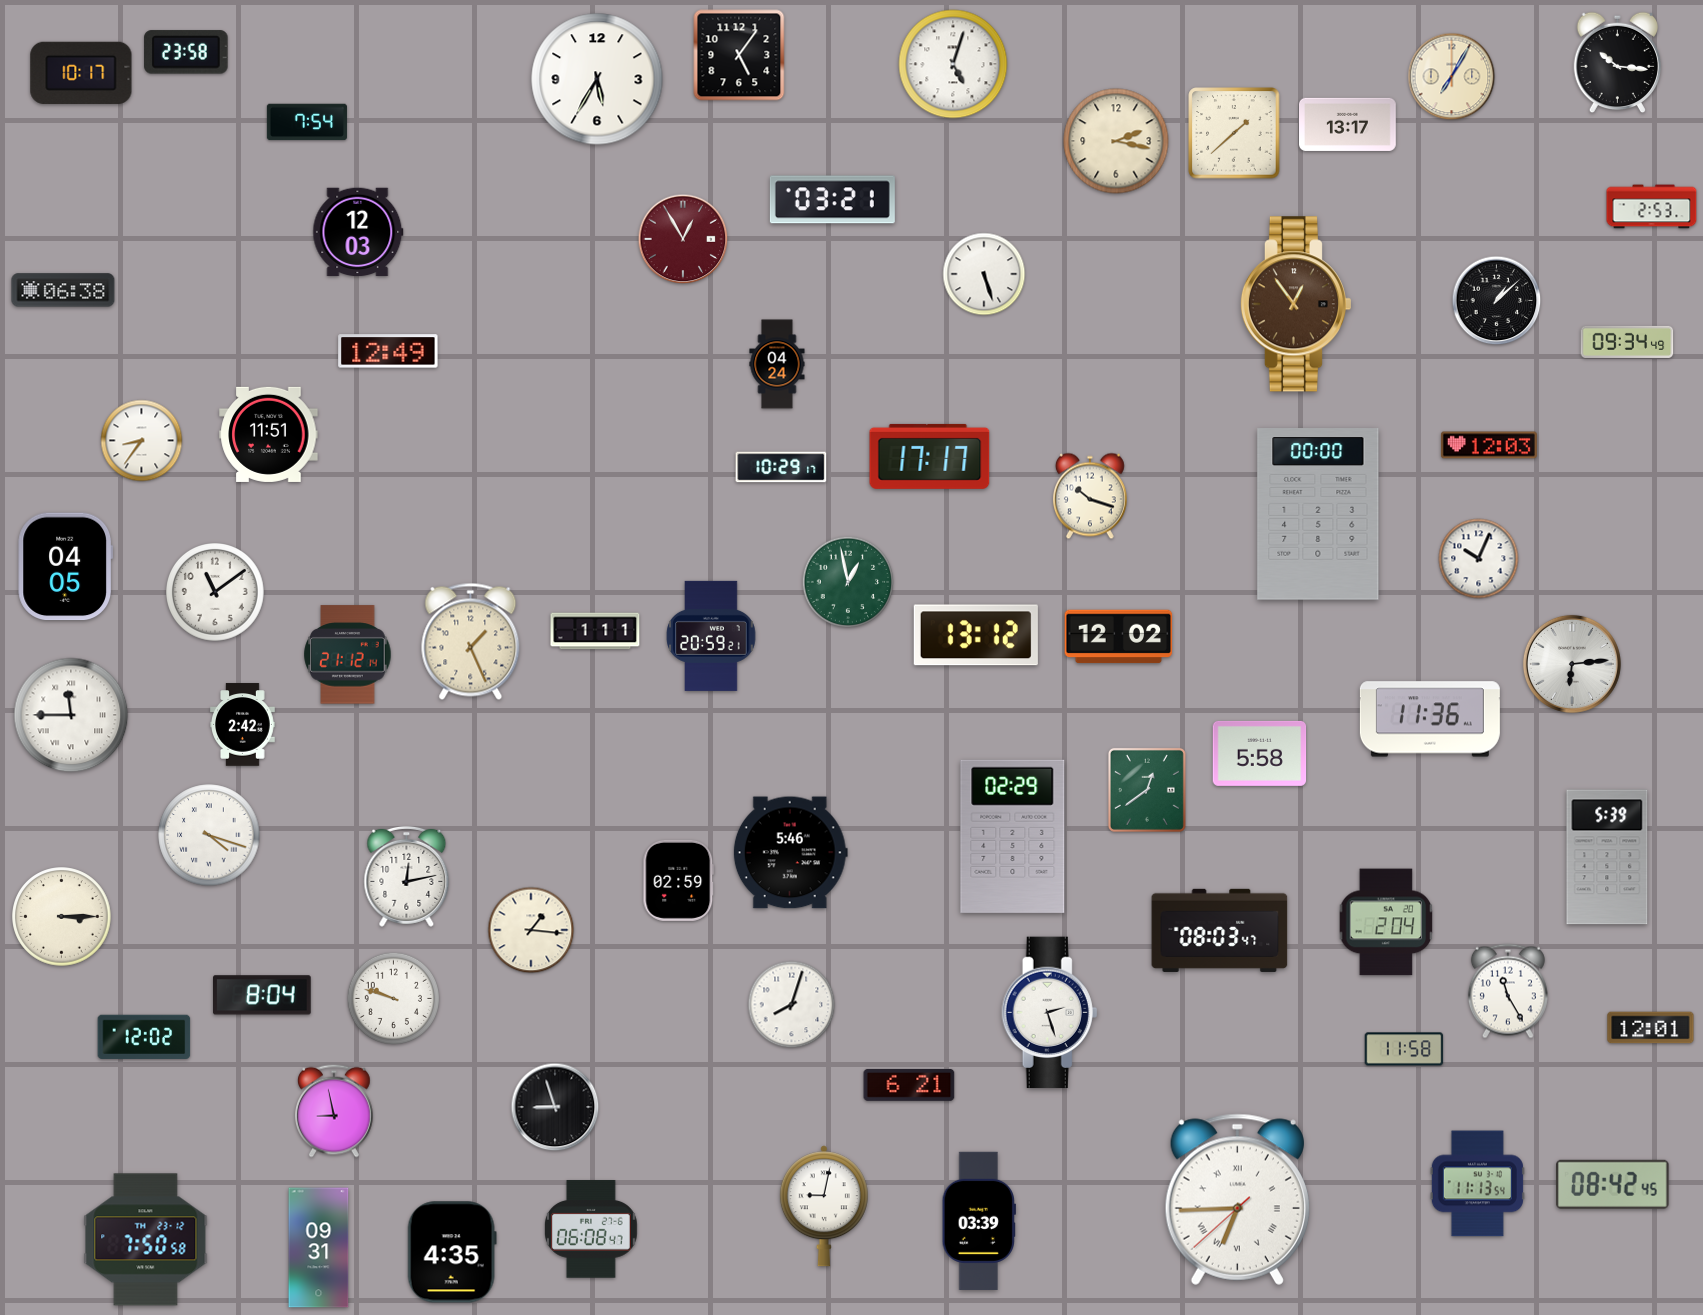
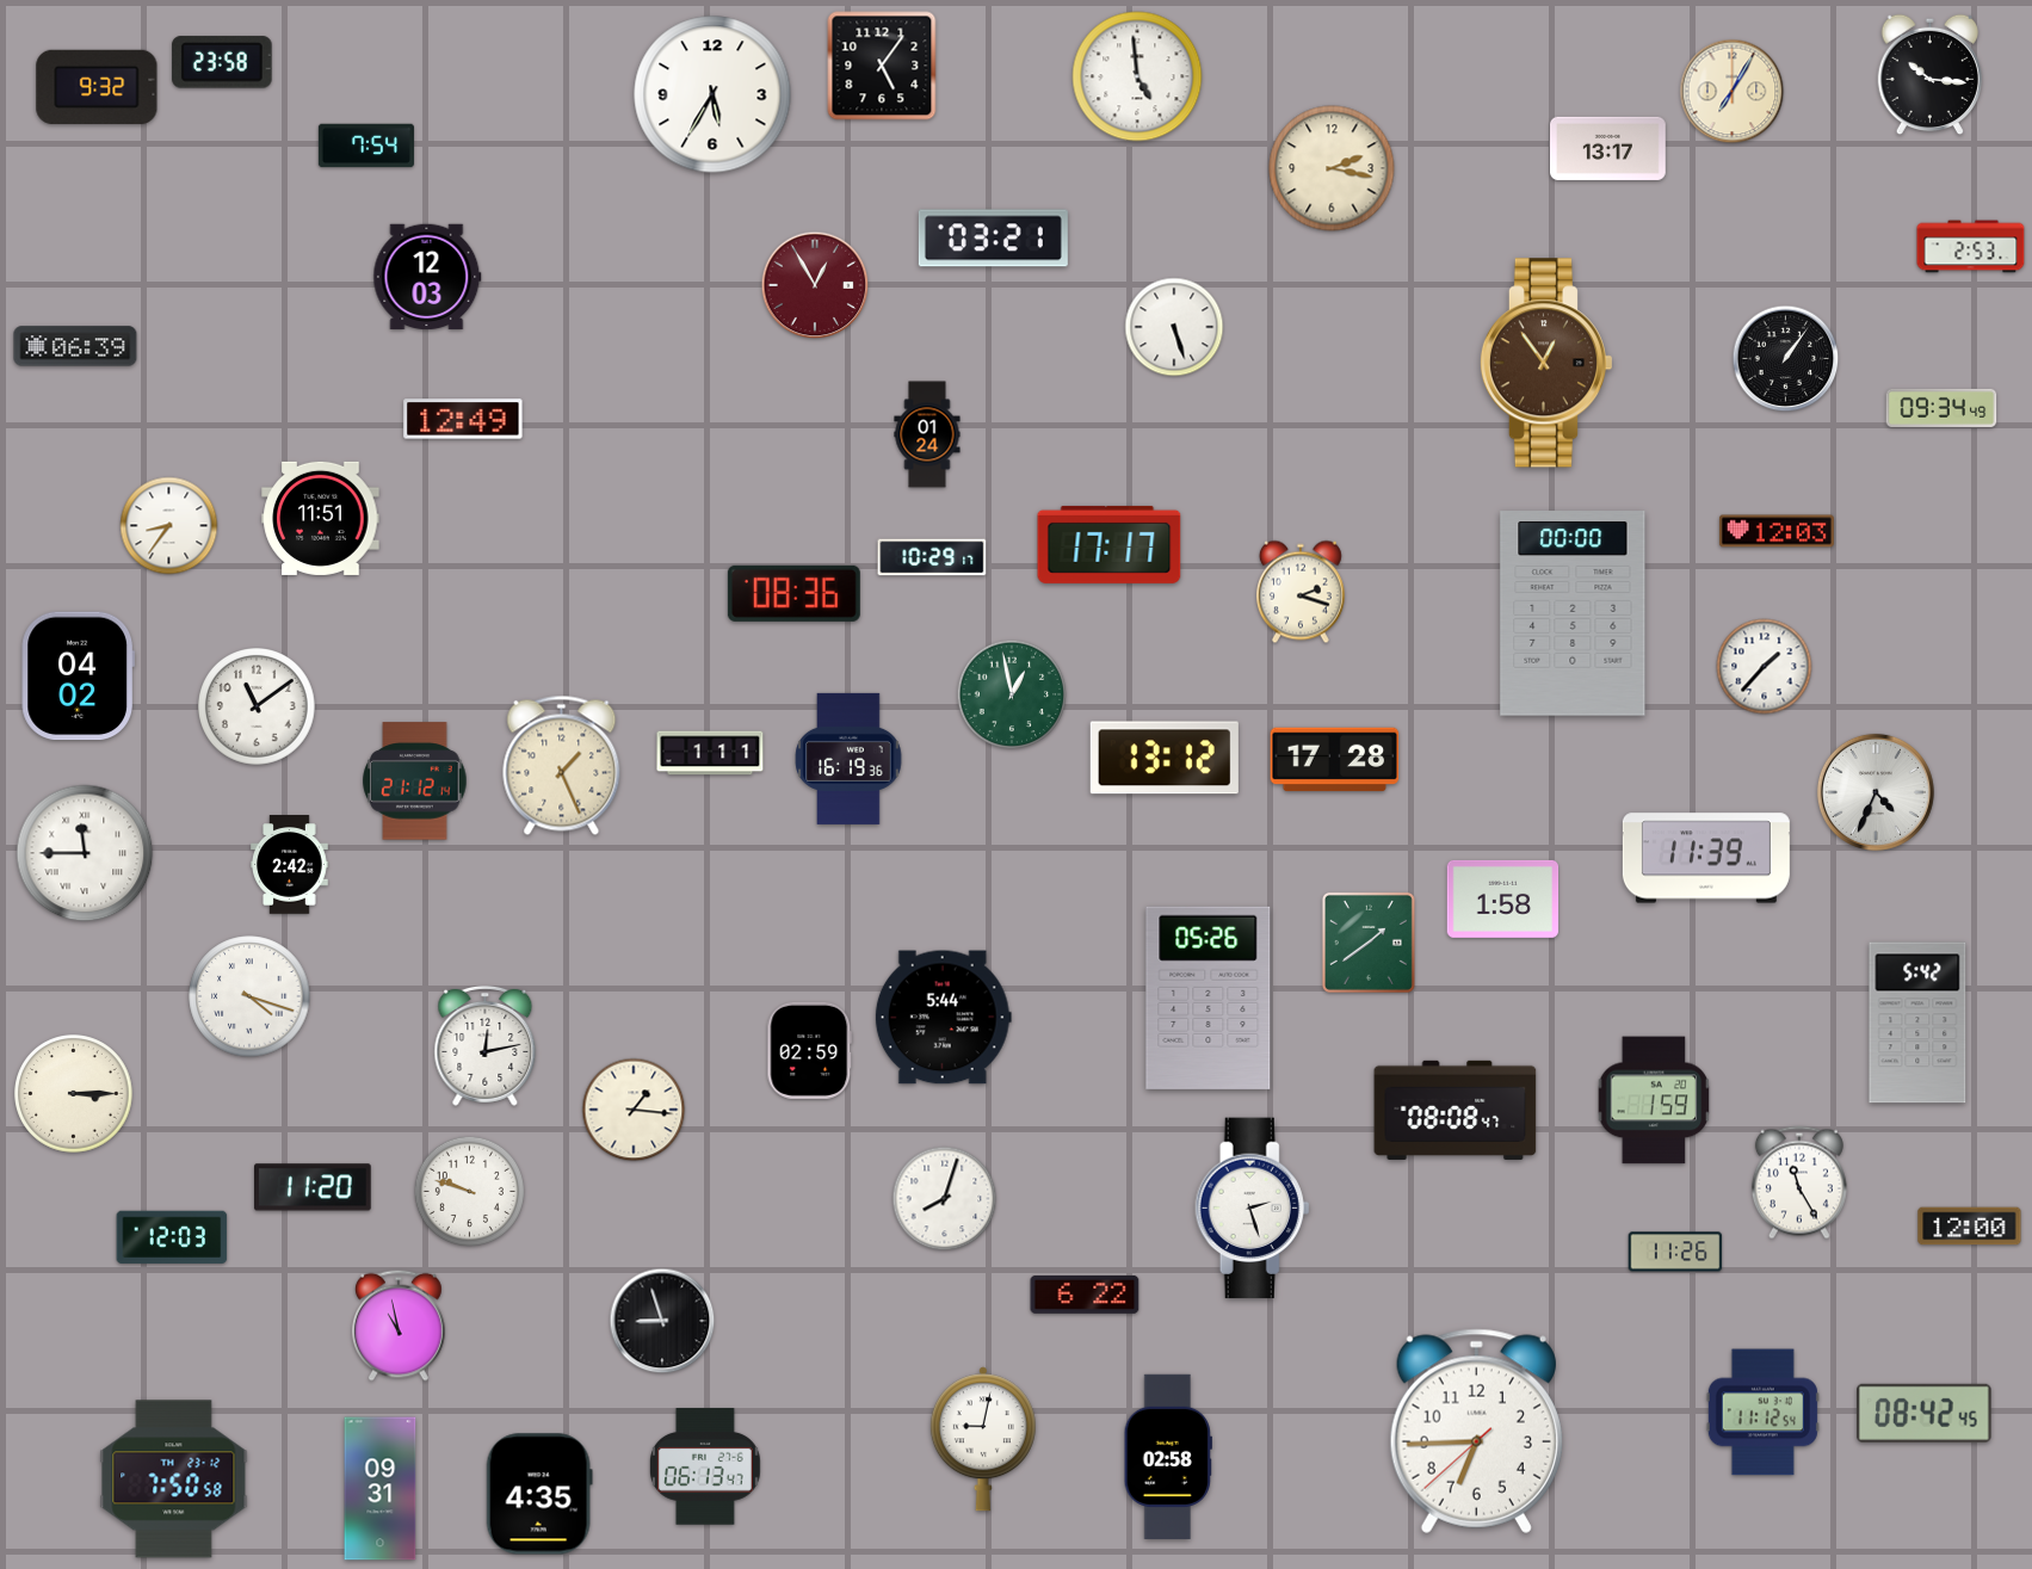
clock at (953, 64): 5:03 -> 4:59
clock at (81, 73): 10:17 -> 9:32
clock at (1234, 133): 1:38 -> none
clock at (63, 290): 06:38 -> 06:39
clock at (1497, 301): 1:08 -> 1:06
clock at (777, 364): 04:24 -> 01:24
clock at (1090, 496): 10:18 -> 2:18
clock at (793, 593): none -> 08:36
clock at (1479, 559): 10:04 -> 1:37
clock at (65, 567): 04:05 -> 04:02
clock at (711, 636): 20:59 -> 16:19
clock at (1119, 637): 12:02 -> 17:28
clock at (1572, 664): 6:14 -> 4:34
clock at (1430, 719): 11:36 -> 11:39
clock at (1260, 753): 5:58 -> 1:58
clock at (1147, 790): 12:39 -> 1:39
clock at (1013, 836): 02:29 -> 05:26
clock at (790, 853): 5:46 -> 5:44
clock at (1607, 857): 5:39 -> 5:42
clock at (1386, 922): 2:04 -> 1:59
clock at (1220, 930): 08:03 -> 08:08
clock at (263, 995): 8:04 -> 11:20
clock at (1651, 1028): 12:01 -> 12:00
clock at (144, 1036): 12:02 -> 12:03
clock at (1404, 1049): 11:58 -> 11:26
clock at (909, 1085): 6:21 -> 6:22
clock at (334, 1111): 8:58 -> 10:58
clock at (1477, 1184): 11:13 -> 11:12
clock at (1237, 1199) numerals: Roman -> Arabic
clock at (979, 1221): 03:39 -> 02:58
clock at (591, 1229): 06:08 -> 06:13
